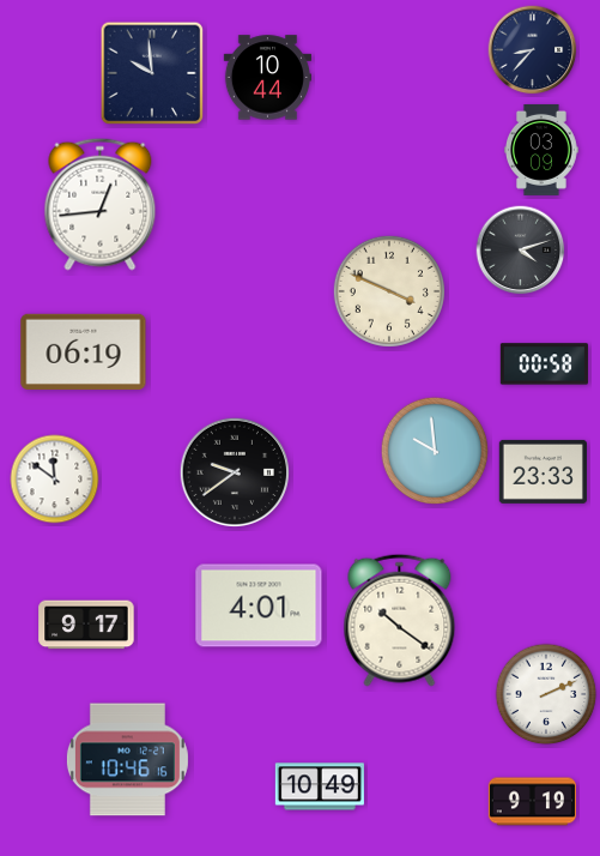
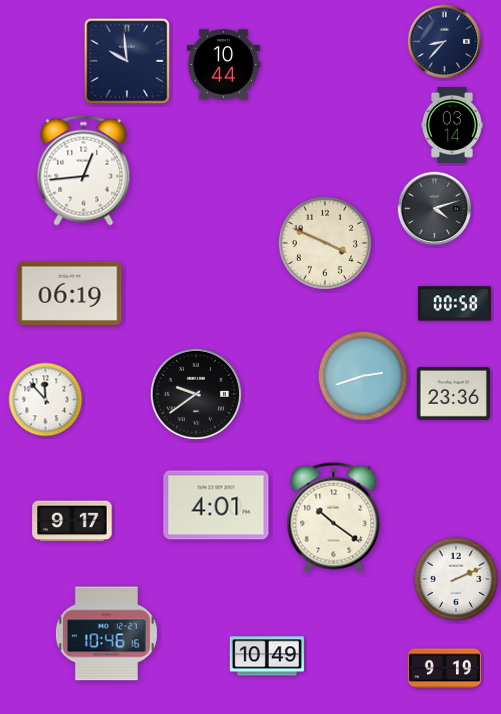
clock at (543, 150): 03:09 -> 03:14
clock at (435, 451): 9:59 -> 2:42
clock at (543, 471): 23:33 -> 23:36
clock at (55, 480): 11:51 -> 11:53
